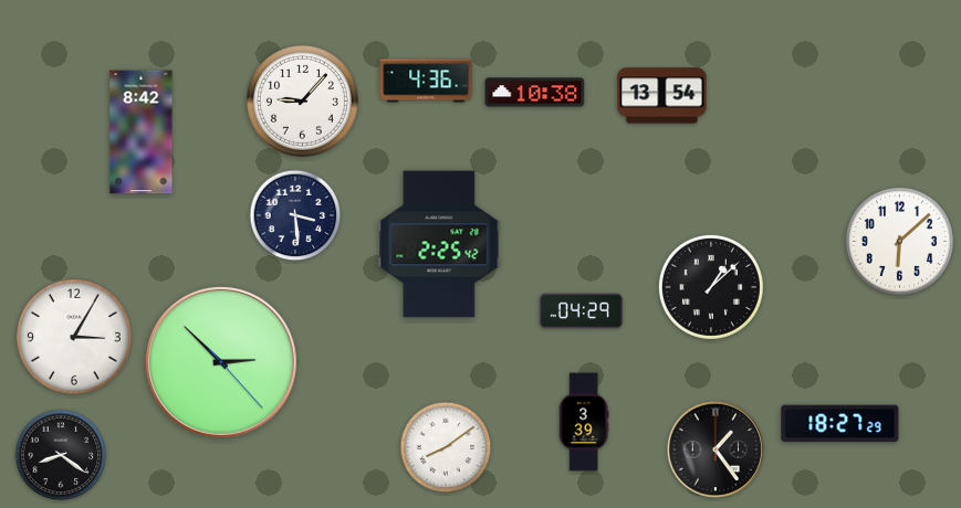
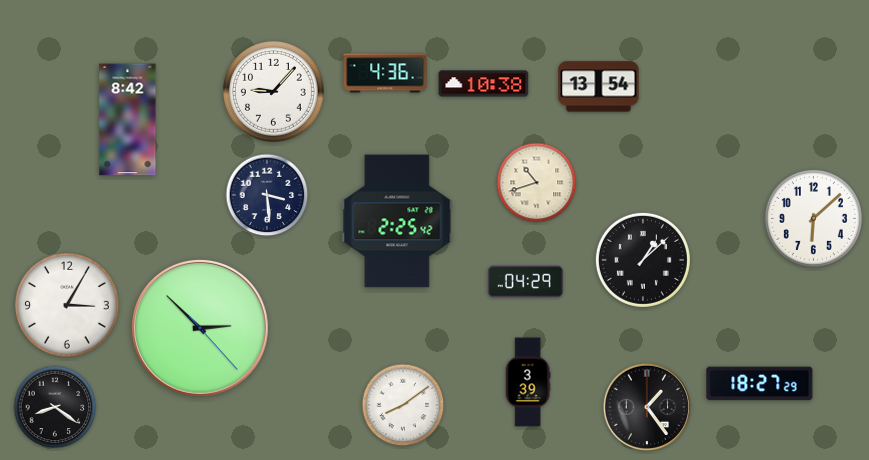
clock at (537, 183): none -> 10:42
clock at (61, 455) position: (61, 455) -> (55, 407)
